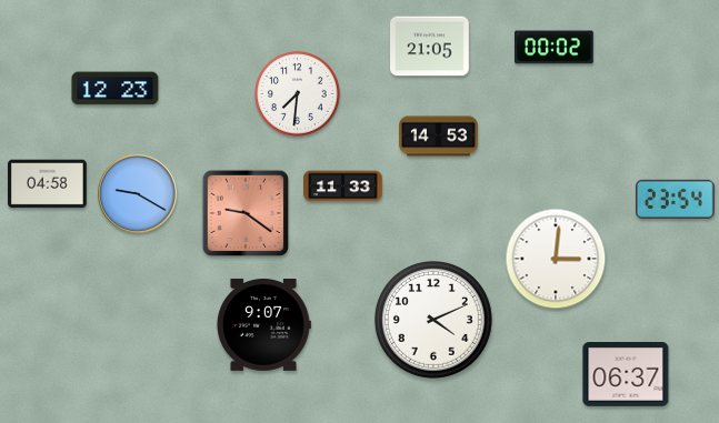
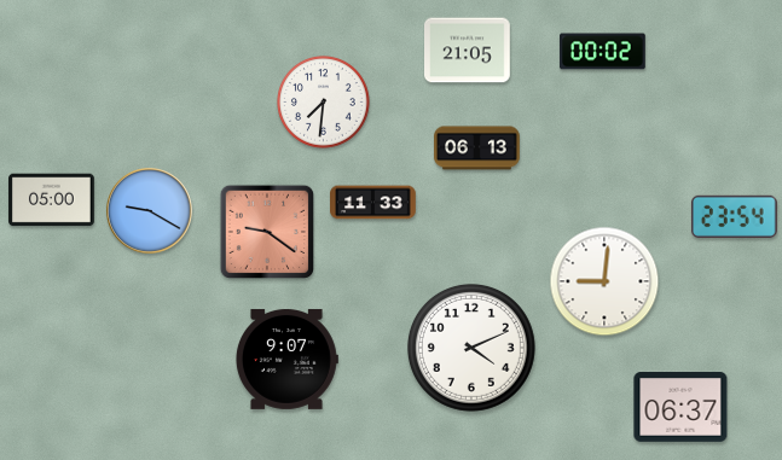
clock at (116, 89): 12:23 -> none
clock at (439, 137): 14:53 -> 06:13
clock at (48, 184): 04:58 -> 05:00
clock at (556, 259): 3:01 -> 9:01
clock at (263, 324) position: (263, 324) -> (286, 359)
